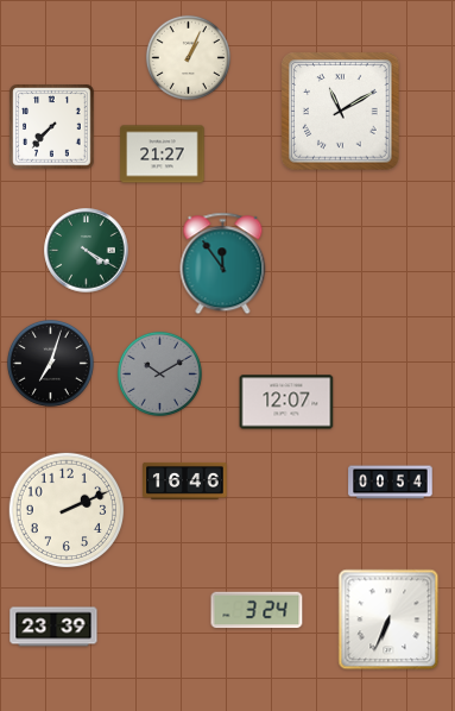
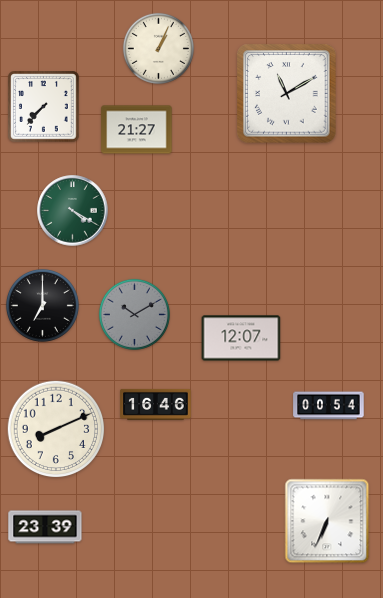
clock at (223, 264): 11:54 -> none
clock at (50, 363): 7:03 -> 7:00
clock at (67, 510): 2:11 -> 8:11
clock at (257, 610): 3:24 -> none
